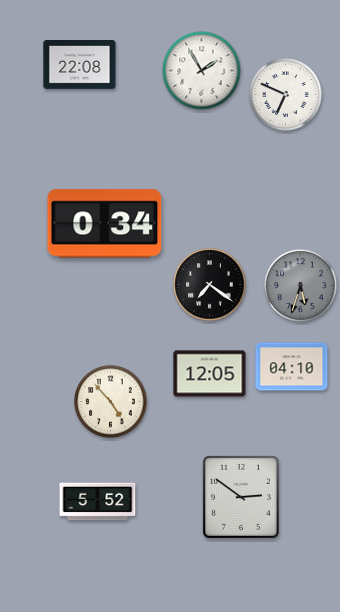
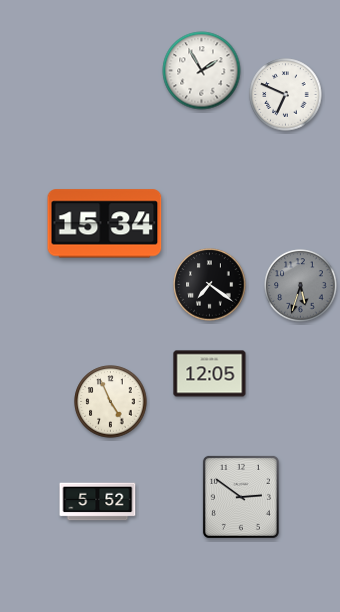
clock at (80, 65): 22:08 -> none
clock at (105, 224): 0:34 -> 15:34
clock at (292, 367): 04:10 -> none
clock at (111, 402): 4:53 -> 4:56
